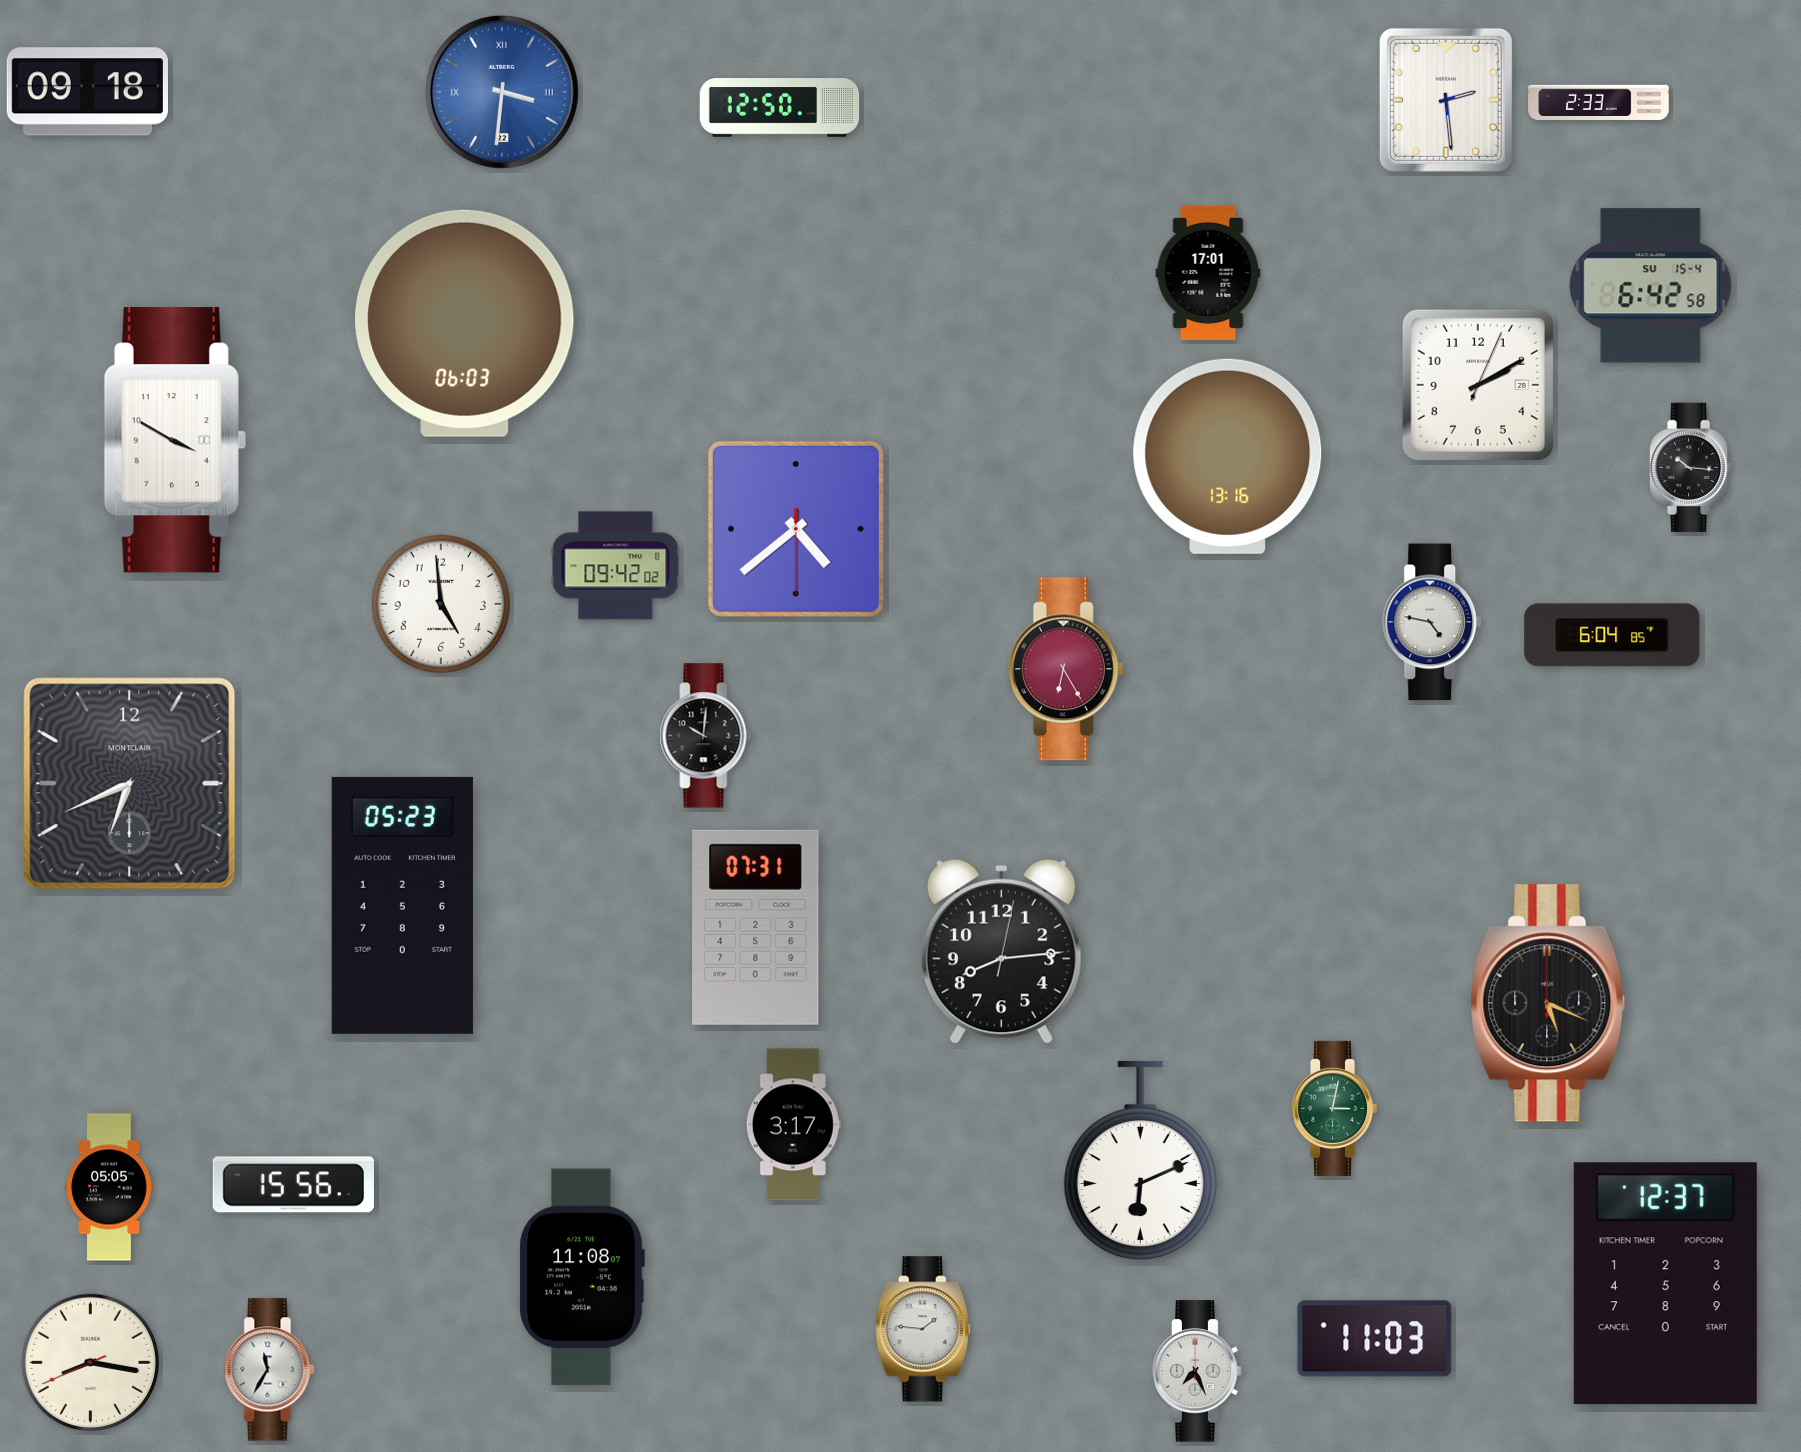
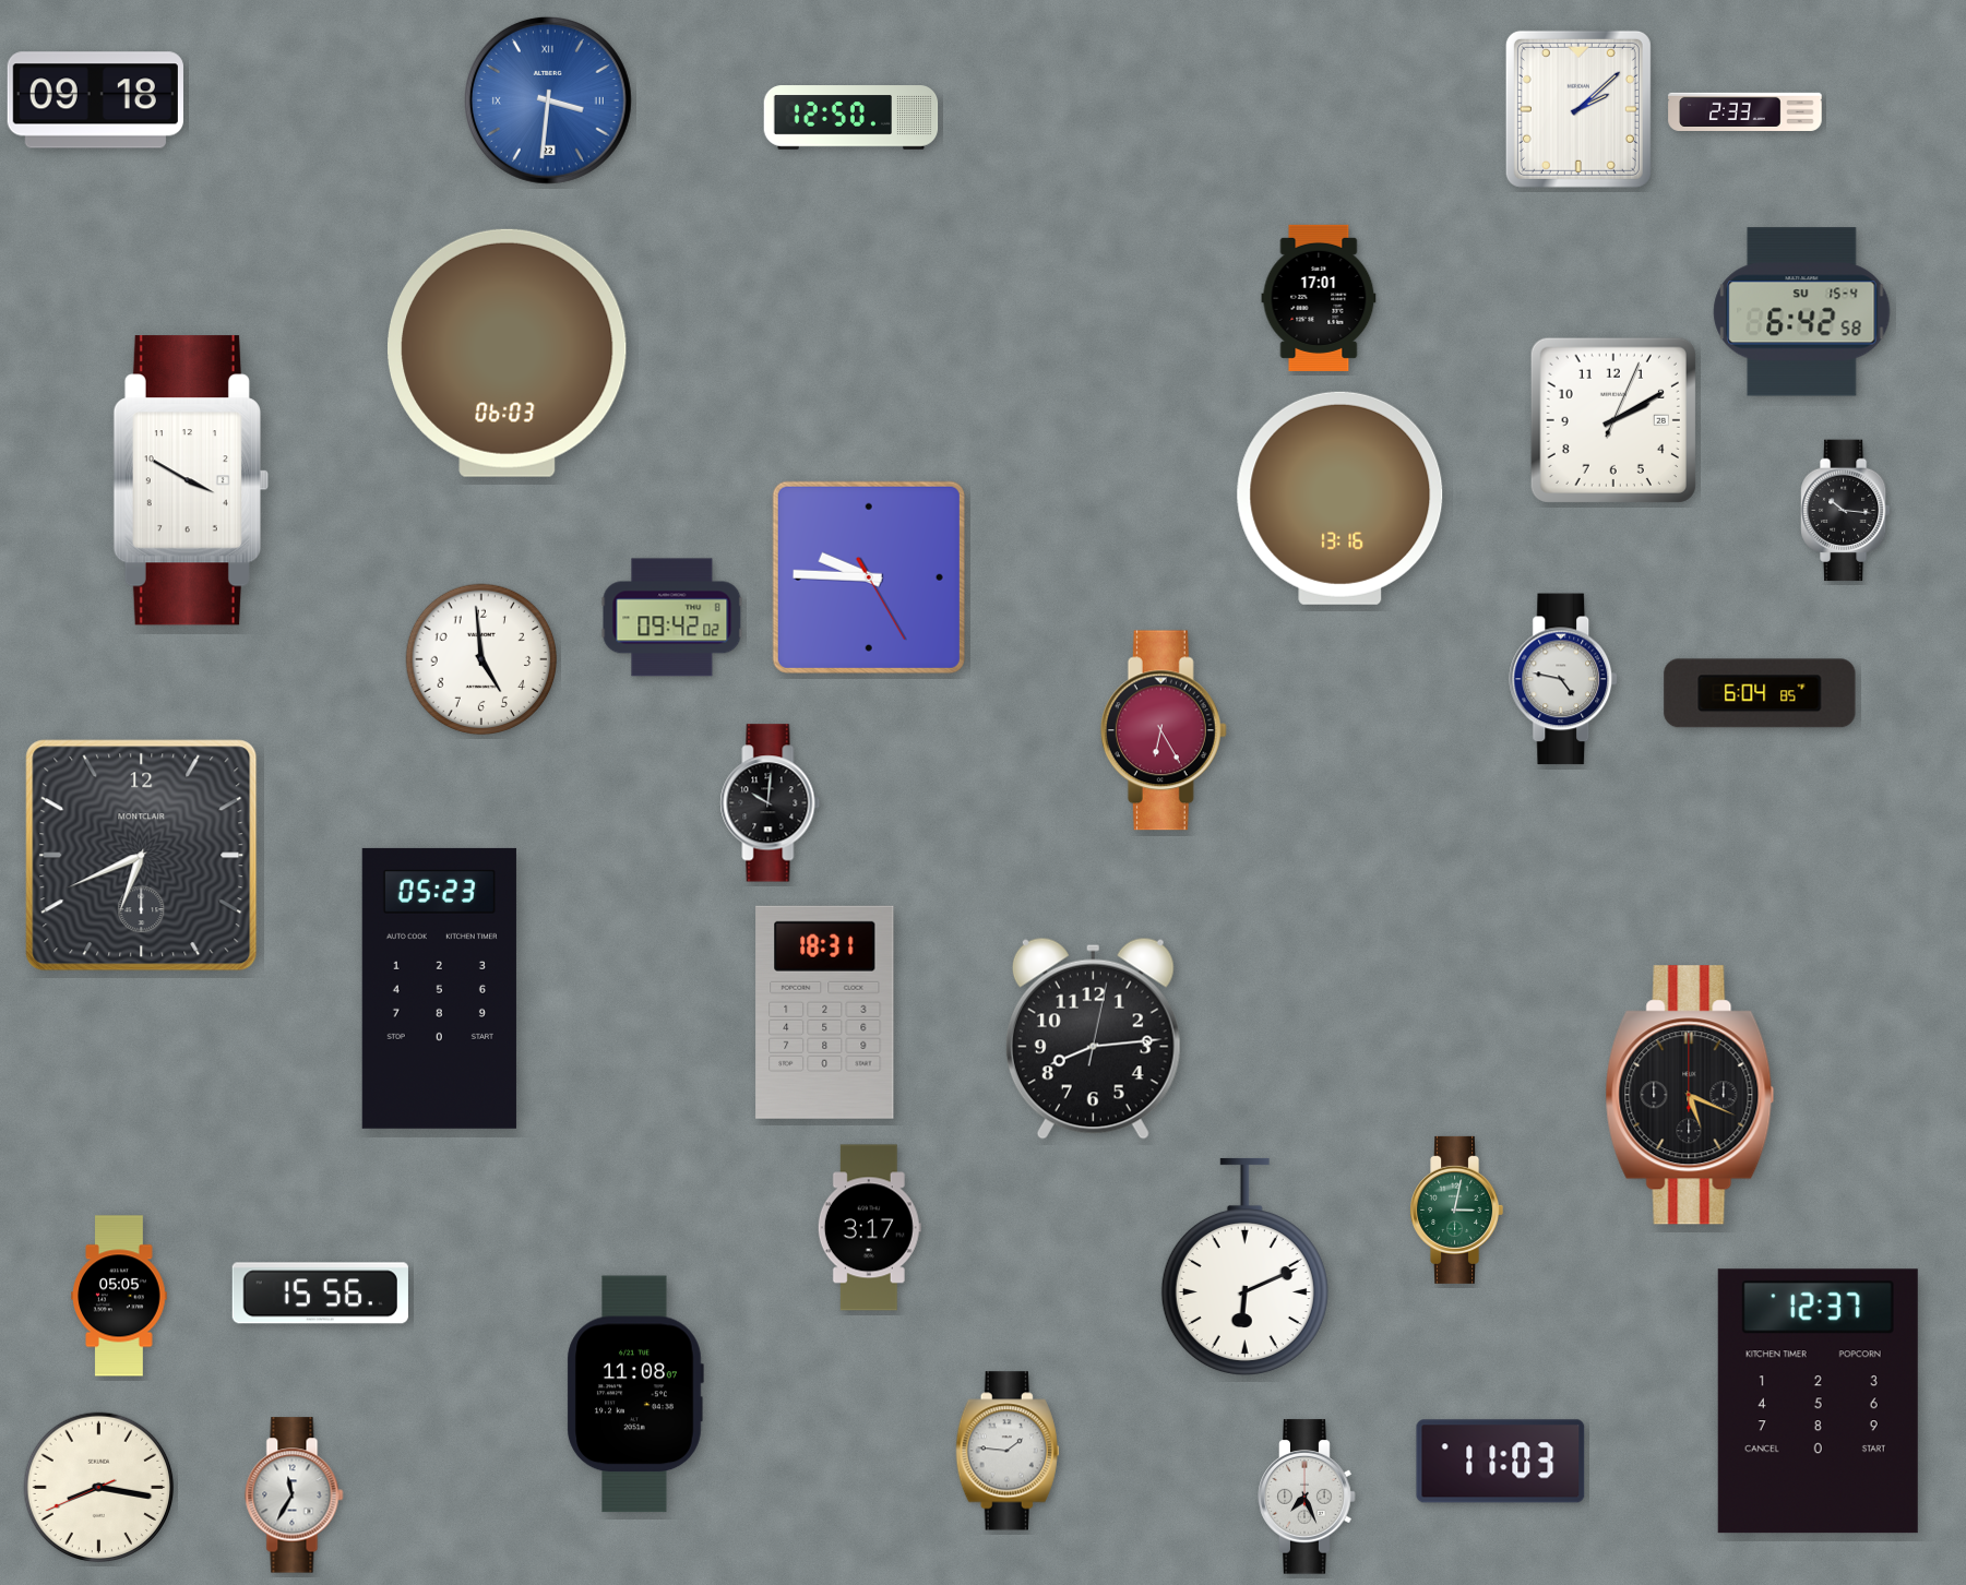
clock at (1446, 100): 2:29 -> 2:08
clock at (796, 529): 4:38 -> 9:45
clock at (756, 927): 07:31 -> 18:31
clock at (793, 1125) position: (793, 1125) -> (869, 1228)
